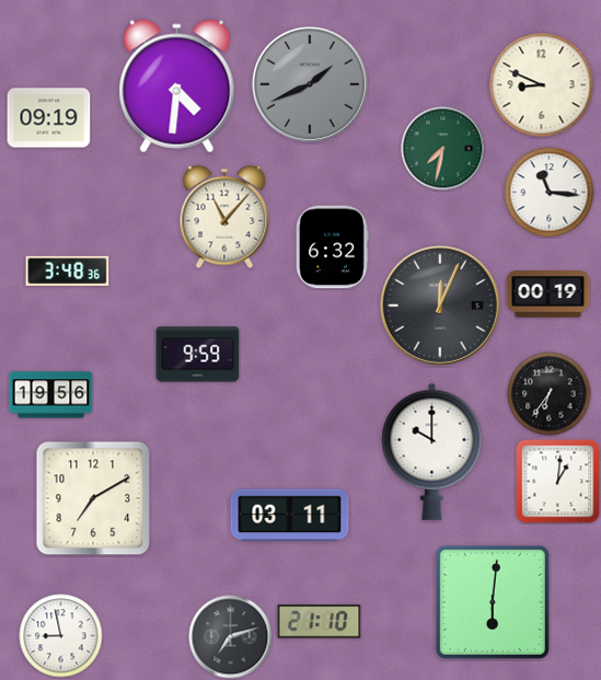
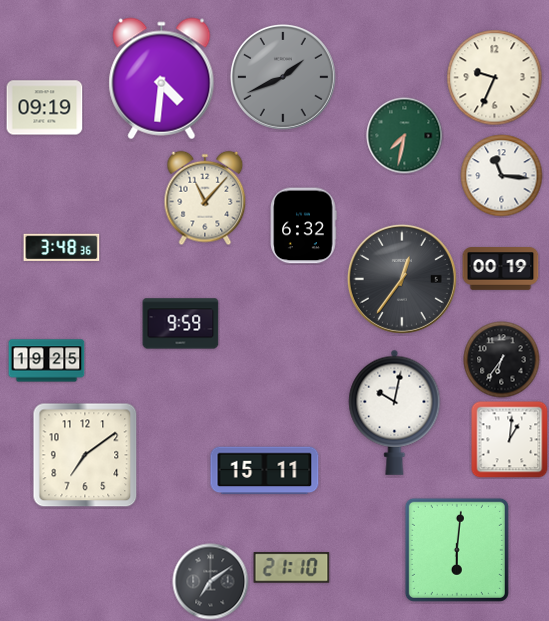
clock at (542, 85): 8:49 -> 9:34
clock at (440, 306): 12:04 -> 12:36
clock at (51, 395): 19:56 -> 19:25
clock at (432, 451): 10:00 -> 10:02
clock at (93, 498): 7:10 -> 7:09
clock at (290, 516): 03:11 -> 15:11
clock at (493, 602) position: (493, 602) -> (457, 550)
clock at (61, 636): 8:58 -> none
clock at (231, 637): 7:12 -> 7:09
